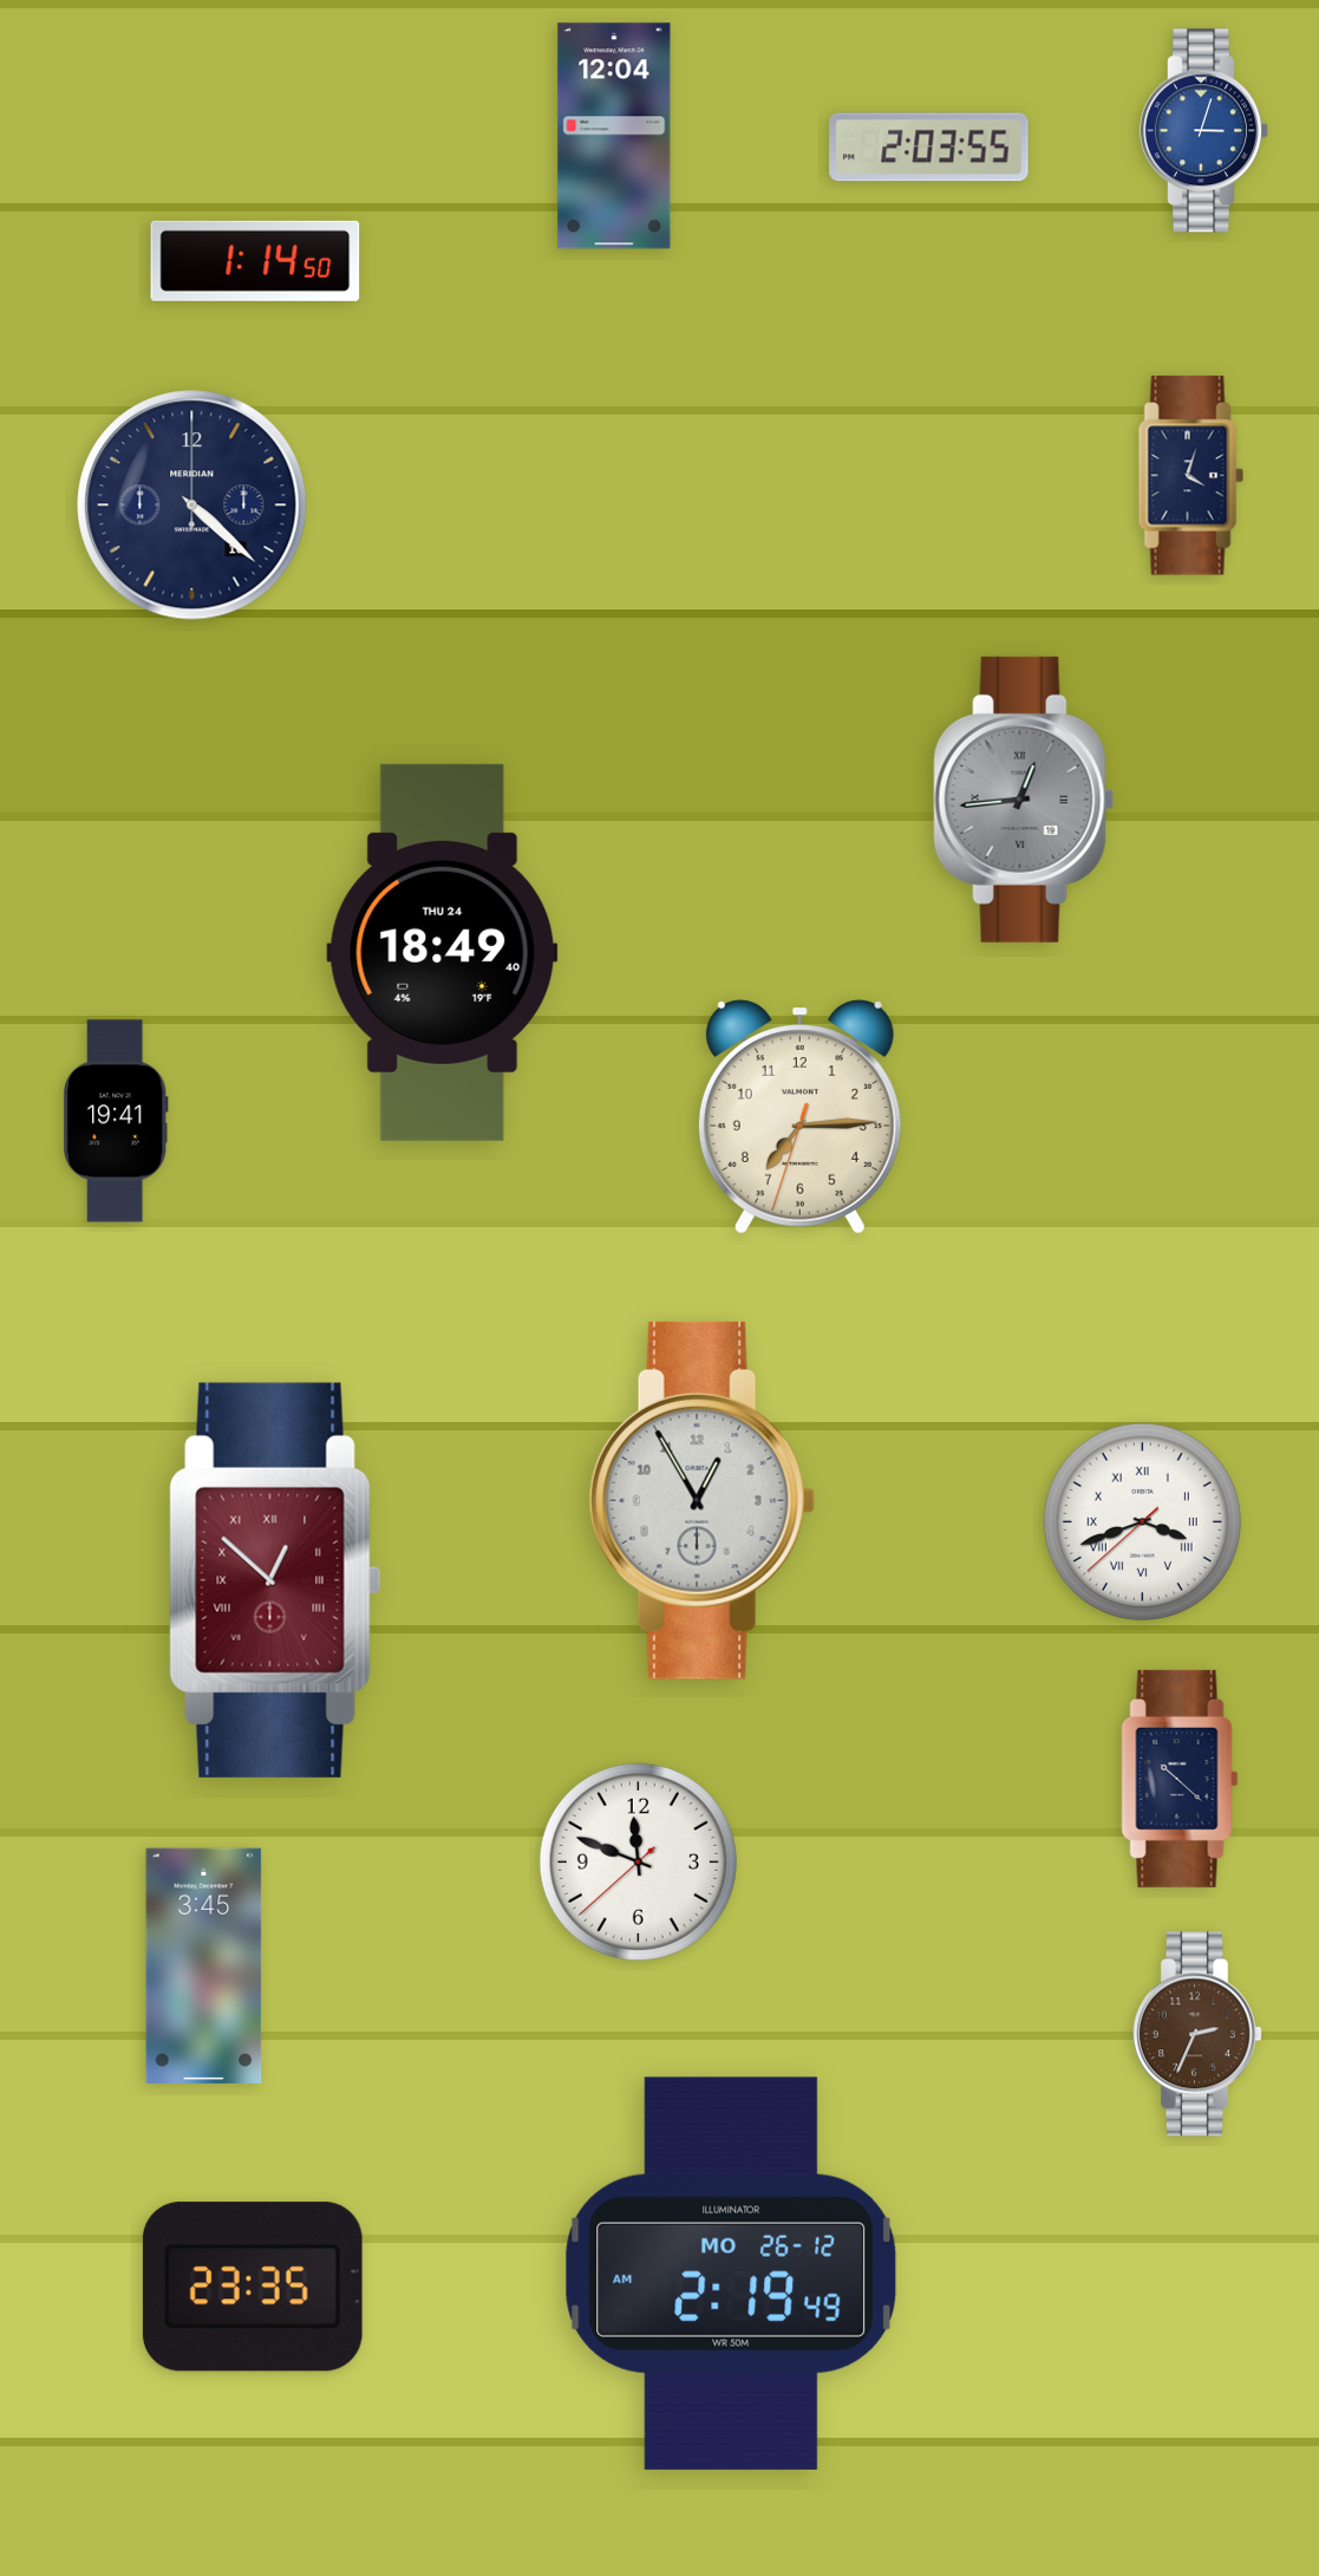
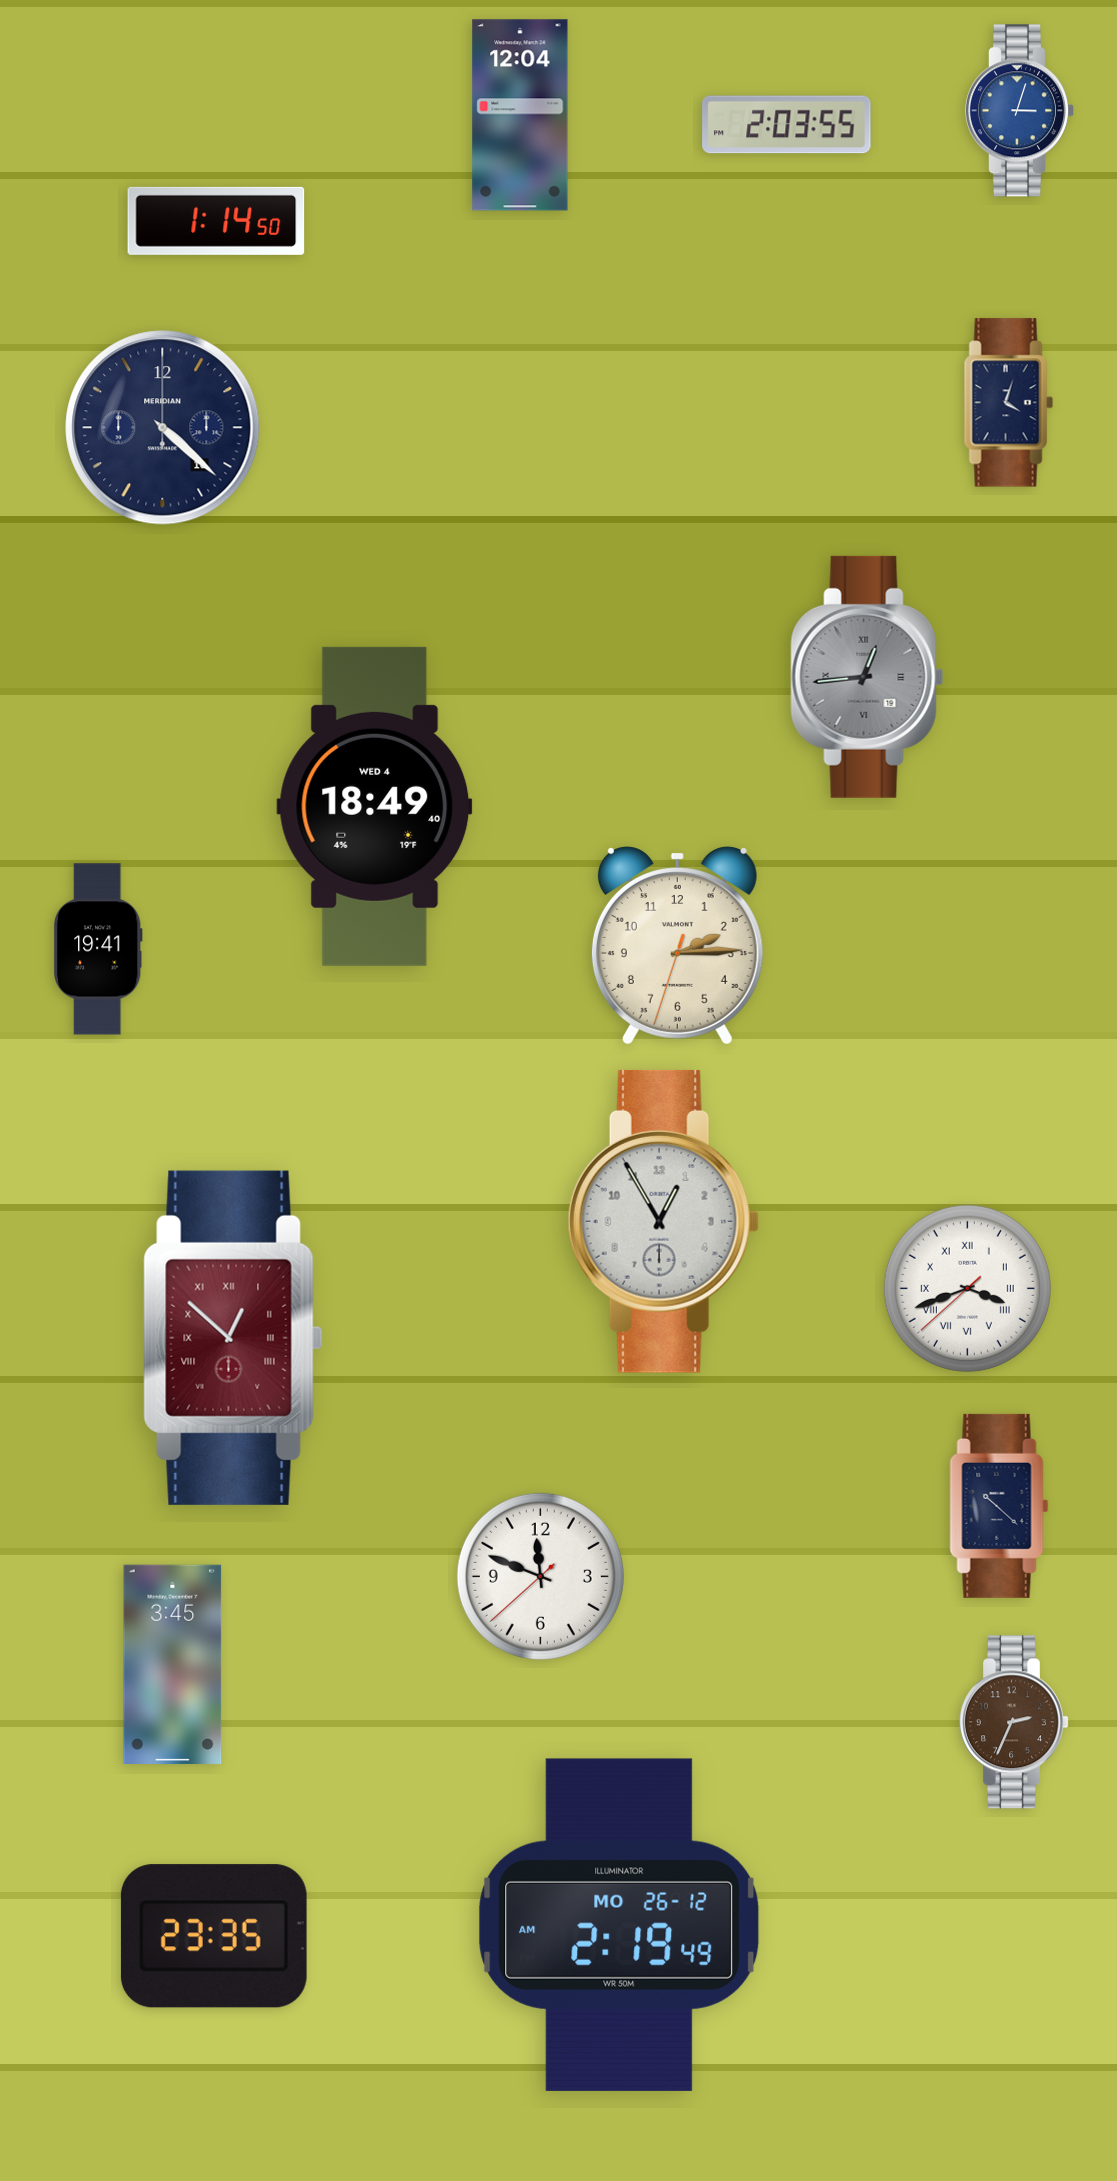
clock at (443, 952) date: THU 24 -> WED 4
clock at (799, 1117): 7:14 -> 2:14
clock at (701, 1500) position: (701, 1500) -> (663, 1221)
